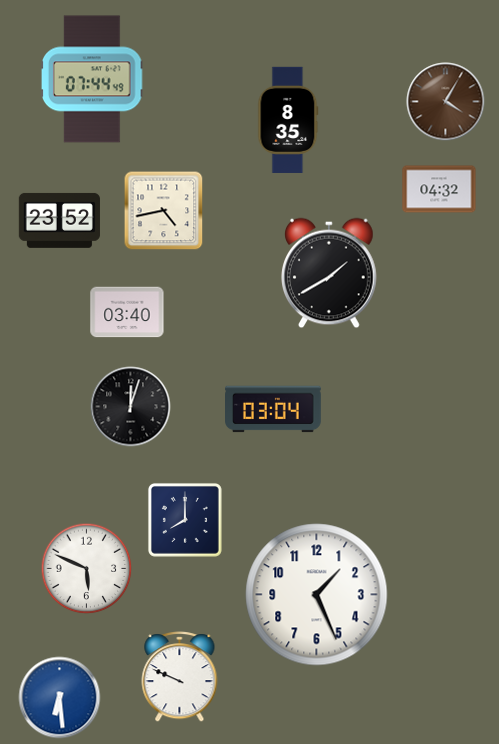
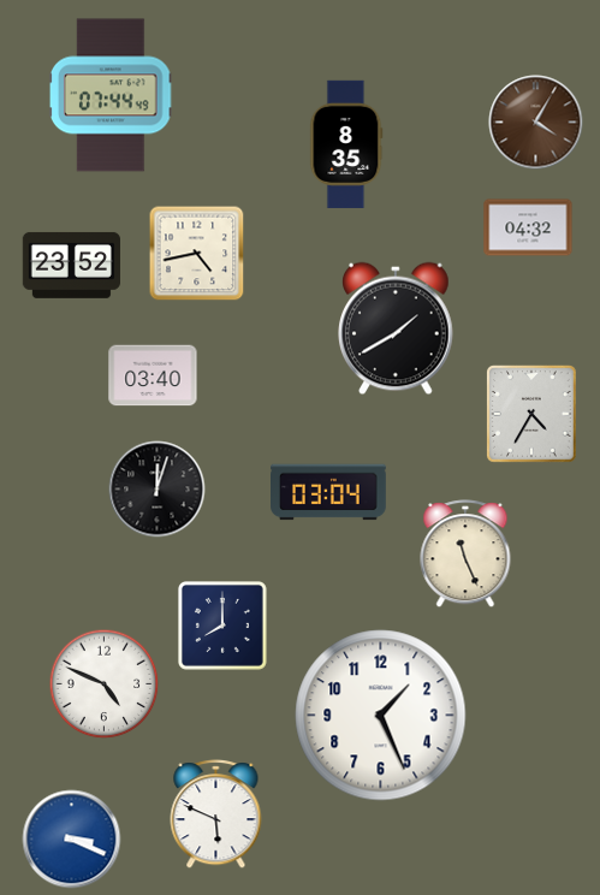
clock at (533, 415): none -> 4:35
clock at (465, 555): none -> 11:26
clock at (87, 569): 5:49 -> 4:49
clock at (180, 677): 9:49 -> 5:49
clock at (60, 698): 6:29 -> 3:19
